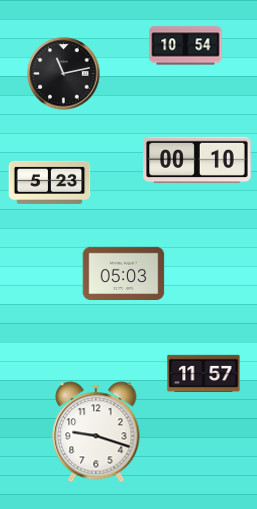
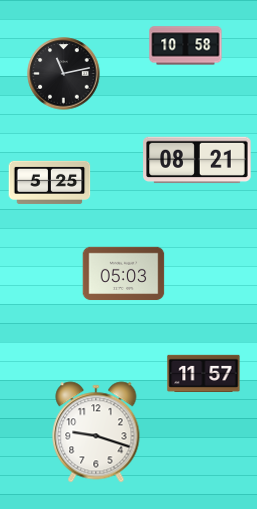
clock at (186, 46): 10:54 -> 10:58
clock at (197, 160): 00:10 -> 08:21
clock at (50, 182): 5:23 -> 5:25
